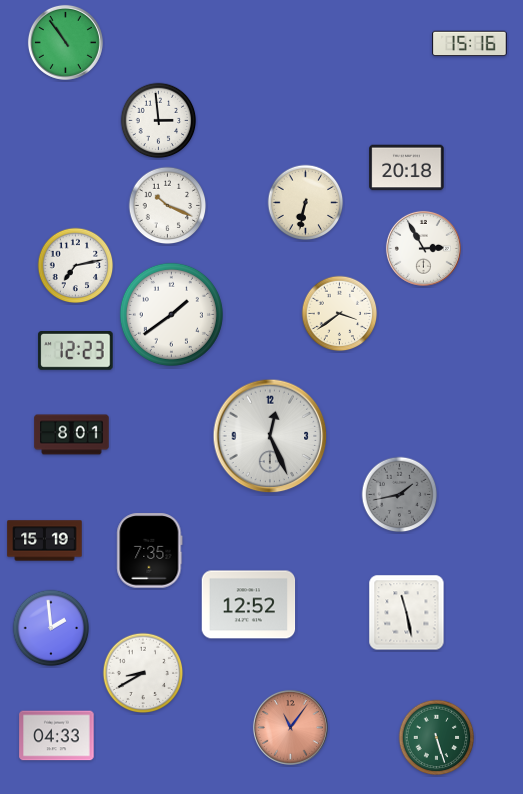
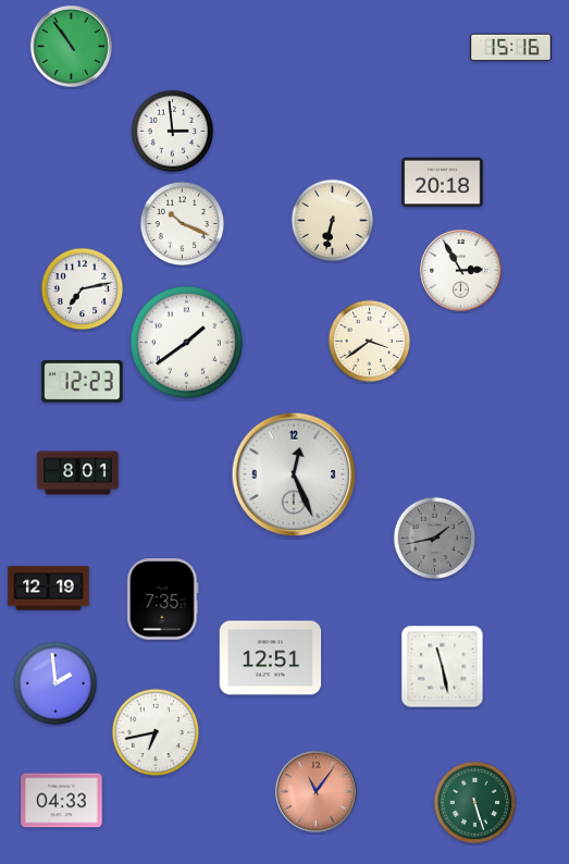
clock at (45, 541): 15:19 -> 12:19
clock at (249, 605): 12:52 -> 12:51
clock at (143, 673): 8:40 -> 6:43
